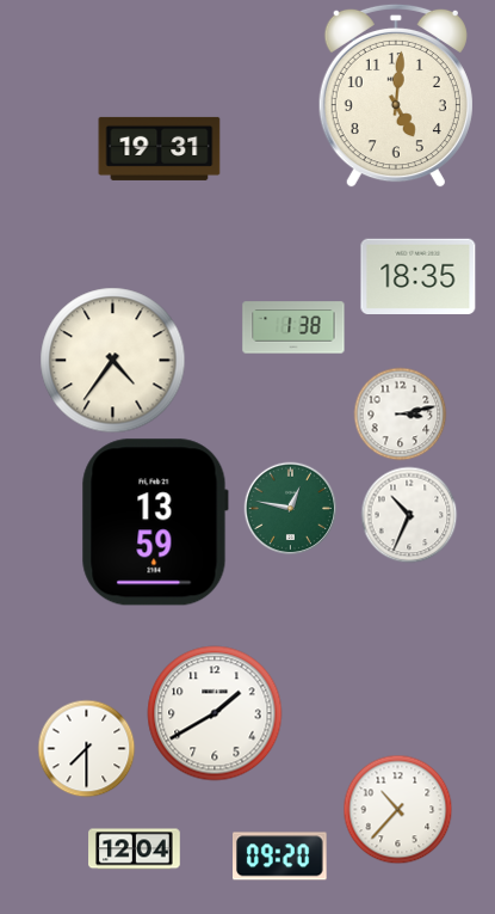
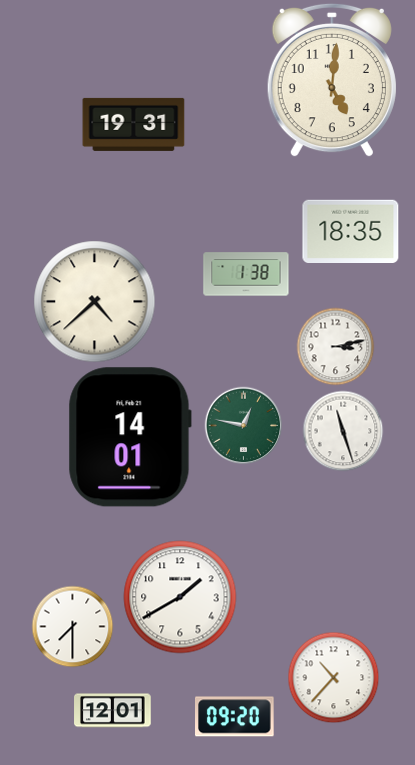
clock at (113, 361): 4:36 -> 4:38
clock at (409, 515): 10:34 -> 11:27
clock at (155, 522): 13:59 -> 14:01
clock at (135, 849): 12:04 -> 12:01
